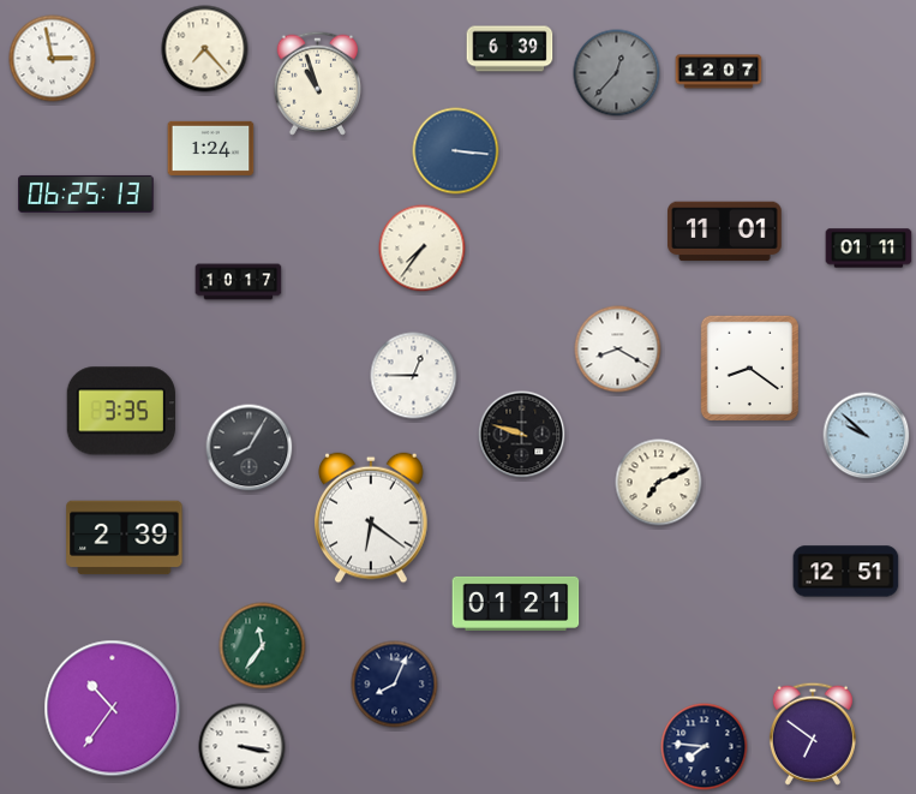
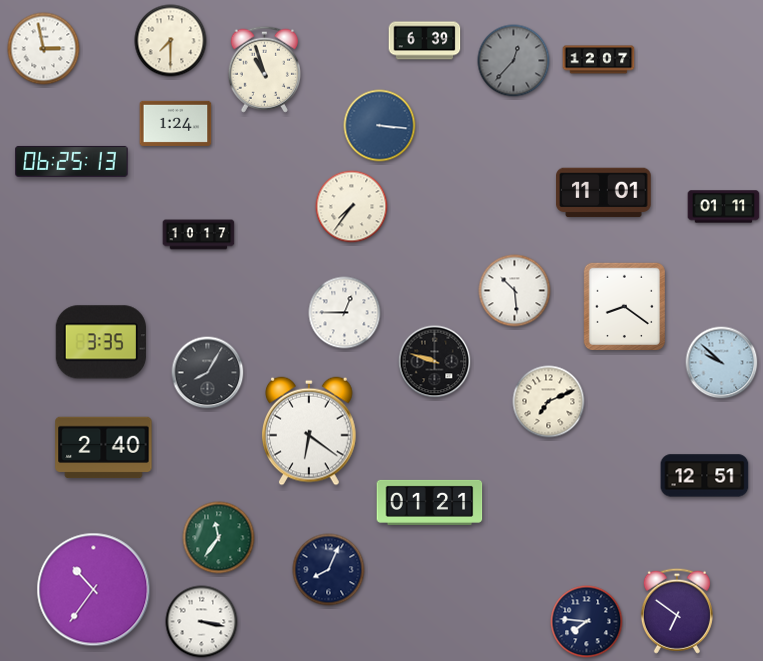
clock at (205, 49): 7:23 -> 7:30
clock at (618, 350): 8:20 -> 10:29
clock at (125, 538): 2:39 -> 2:40
